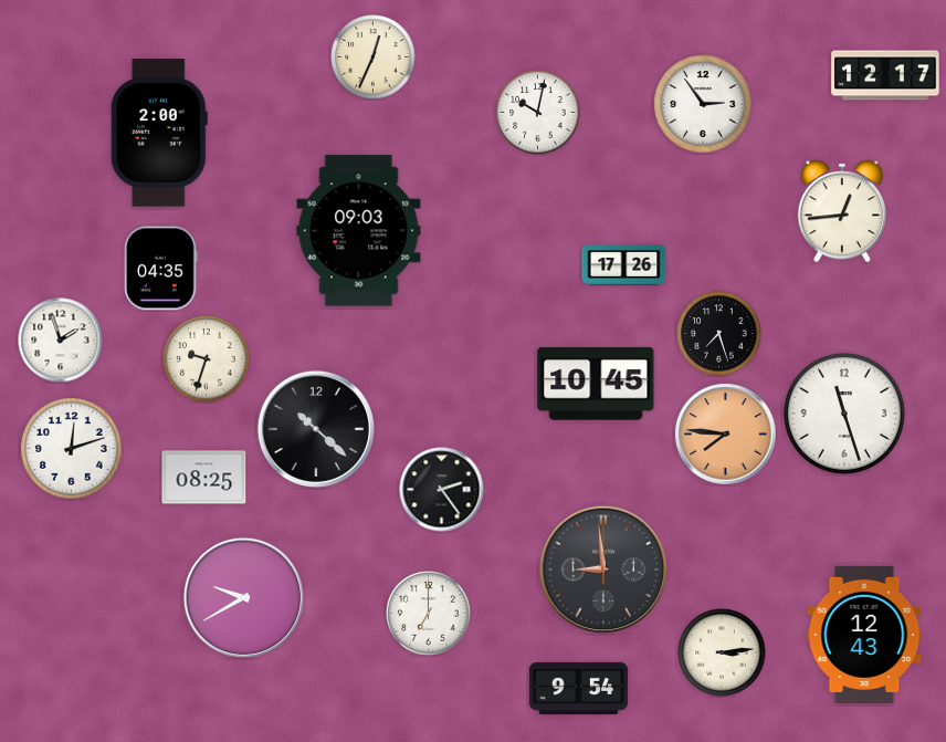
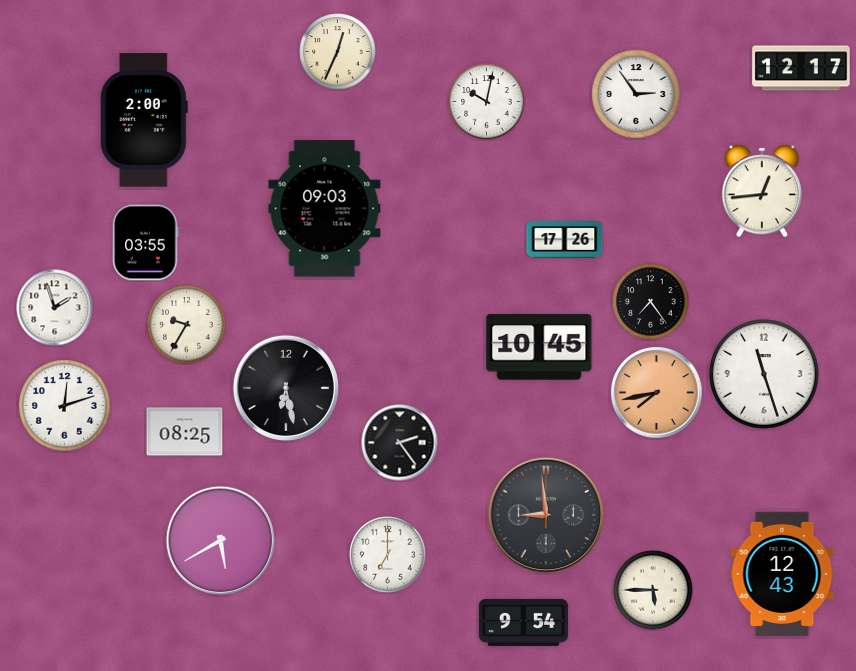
clock at (161, 269): 04:35 -> 03:55
clock at (719, 334): 7:27 -> 7:24
clock at (207, 359): 9:33 -> 9:35
clock at (316, 429): 10:22 -> 6:28
clock at (726, 435): 7:46 -> 7:43
clock at (243, 597): 9:40 -> 5:40
clock at (722, 652): 3:14 -> 5:45
